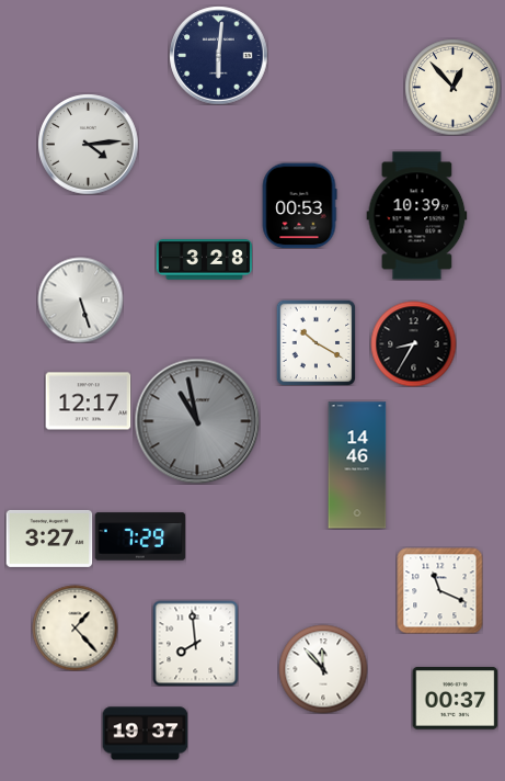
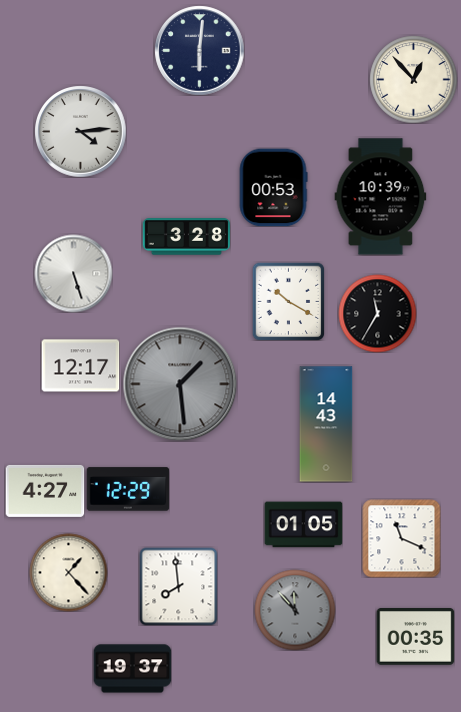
clock at (317, 342) position: (317, 342) -> (289, 301)
clock at (413, 343): 8:35 -> 11:35
clock at (197, 421): 10:58 -> 1:29
clock at (357, 465): 14:46 -> 14:43
clock at (140, 536): 7:29 -> 12:29
clock at (49, 539): 3:27 -> 4:27
clock at (303, 525): none -> 01:05
clock at (323, 669) dial: white -> grey
clock at (455, 699): 00:37 -> 00:35
